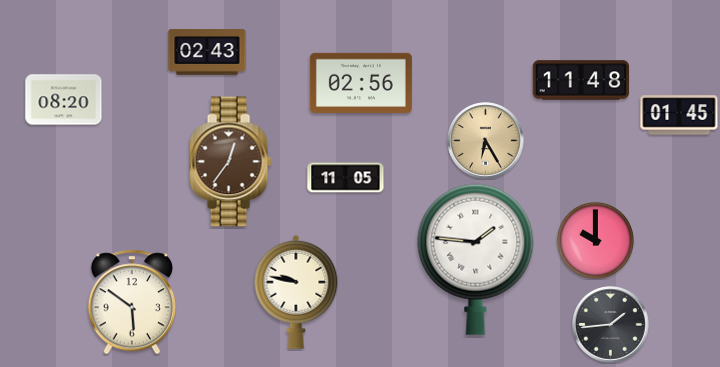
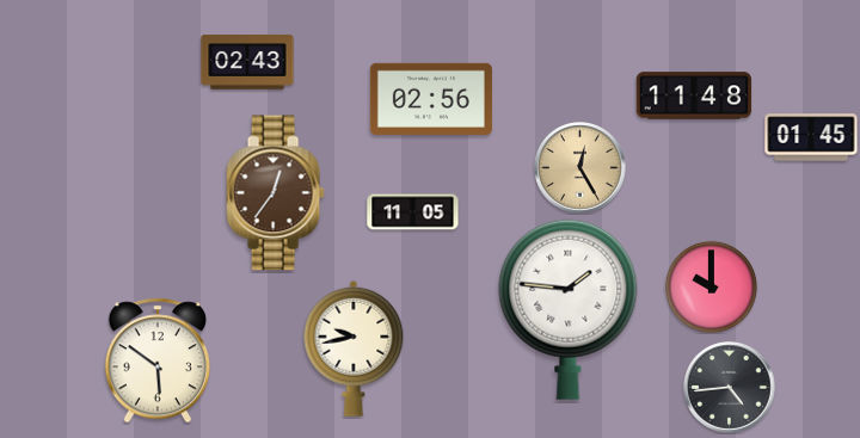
clock at (64, 100): 08:20 -> none
clock at (486, 141): 6:25 -> 12:25
clock at (296, 292): 9:47 -> 9:43
clock at (611, 325): 1:44 -> 4:44
